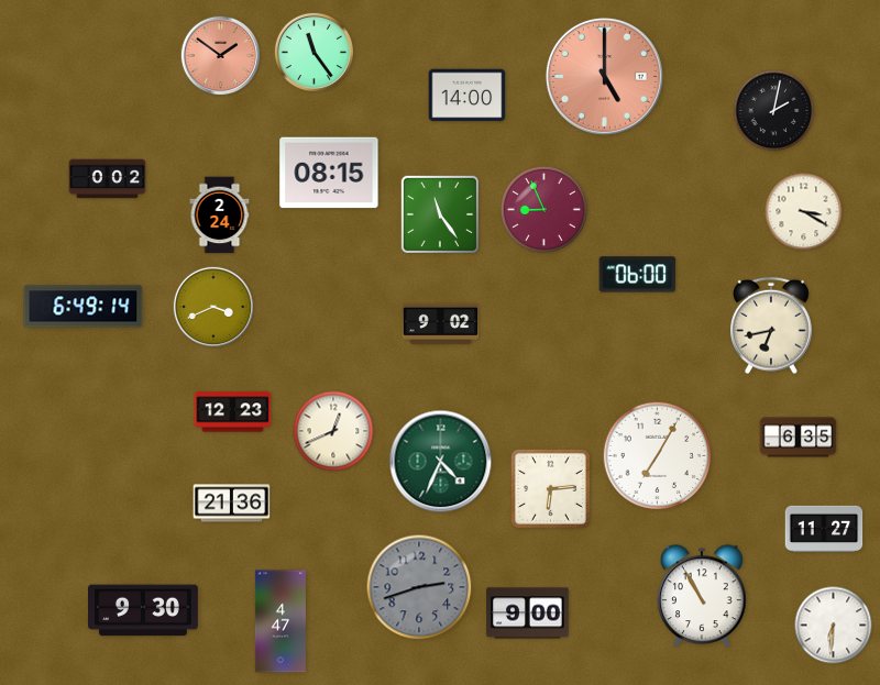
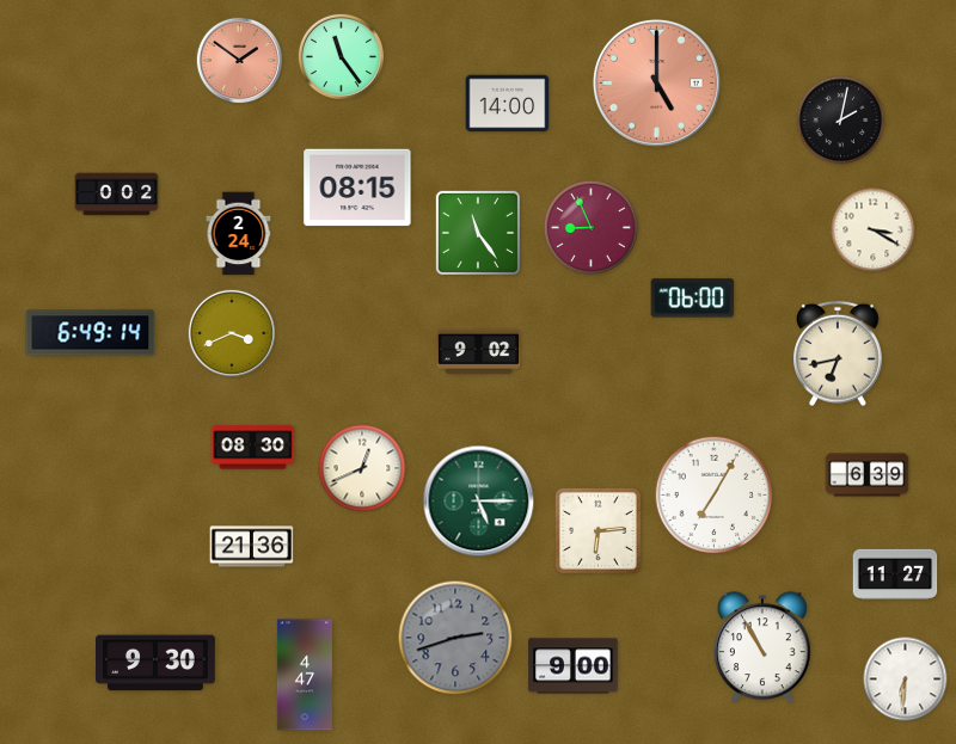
clock at (233, 412): 12:23 -> 08:30
clock at (799, 438): 6:35 -> 6:39
clock at (441, 462): 4:34 -> 5:15
